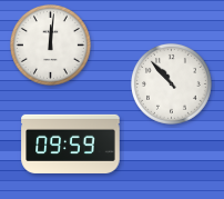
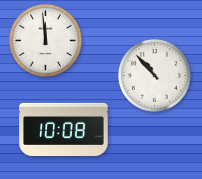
clock at (50, 44): 12:01 -> 11:59
clock at (71, 143): 09:59 -> 10:08
